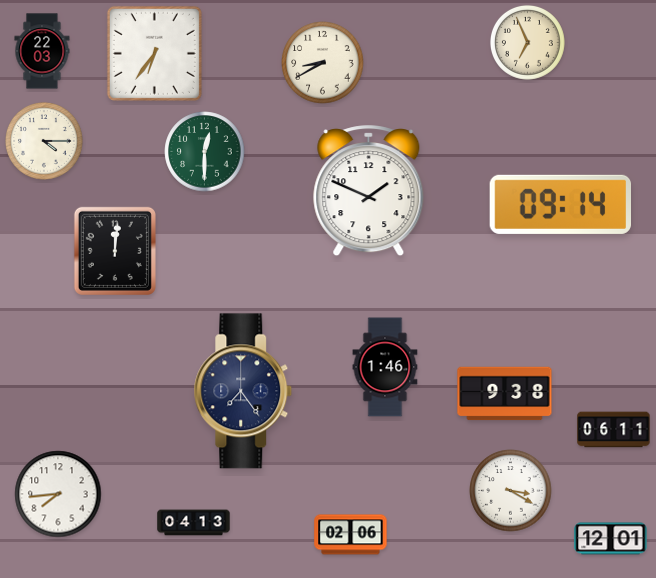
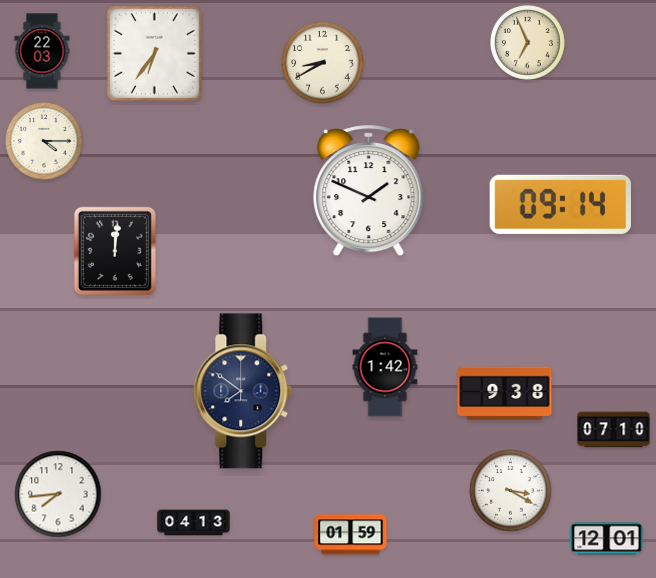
clock at (205, 152): 12:30 -> none
clock at (385, 367): 1:46 -> 1:42
clock at (243, 391): 7:24 -> 7:51
clock at (614, 430): 06:11 -> 07:10
clock at (351, 535): 02:06 -> 01:59
clock at (611, 539) position: (611, 539) -> (607, 539)
